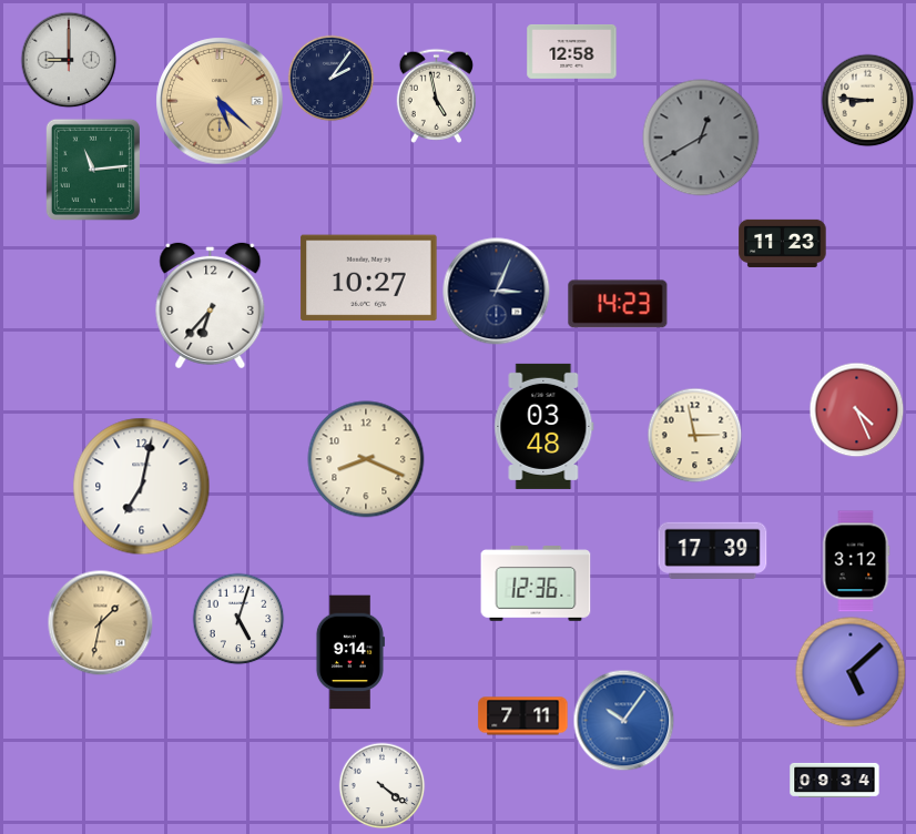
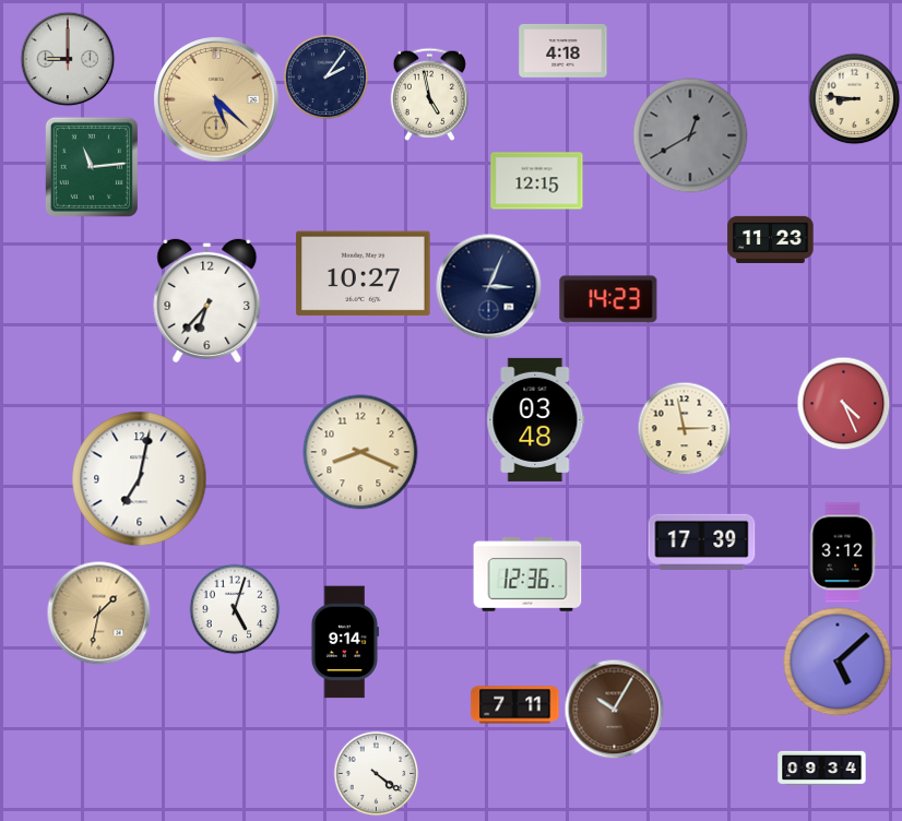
clock at (572, 51): 12:58 -> 4:18
clock at (537, 181): none -> 12:15
clock at (623, 720): 10:06 -> 10:05
clock at (623, 720) dial: blue -> brown
